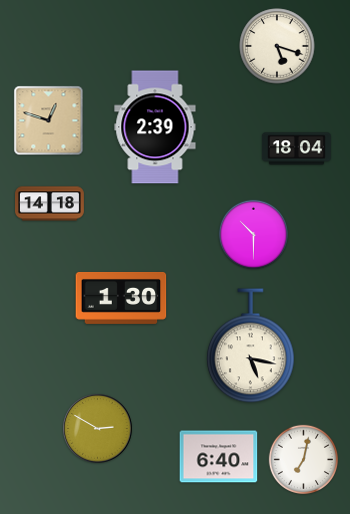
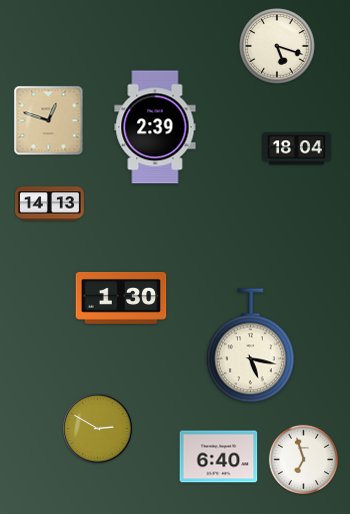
clock at (50, 204): 14:18 -> 14:13
clock at (254, 235): 10:30 -> none
clock at (304, 460): 7:02 -> 6:57
